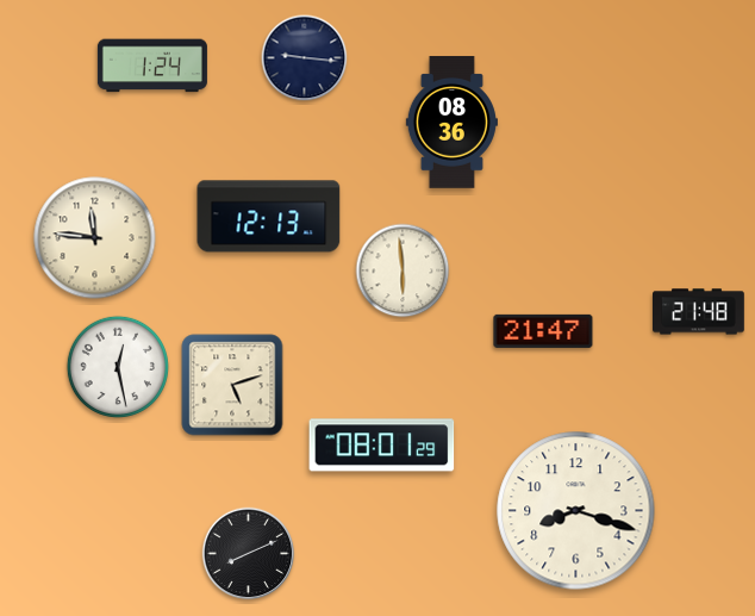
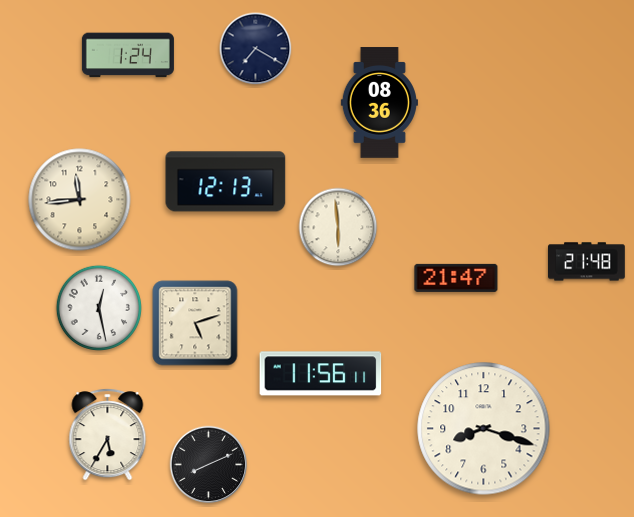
clock at (305, 58): 9:16 -> 7:20
clock at (95, 238): 11:46 -> 11:44
clock at (382, 446): 08:01 -> 11:56
clock at (108, 435): none -> 5:35
